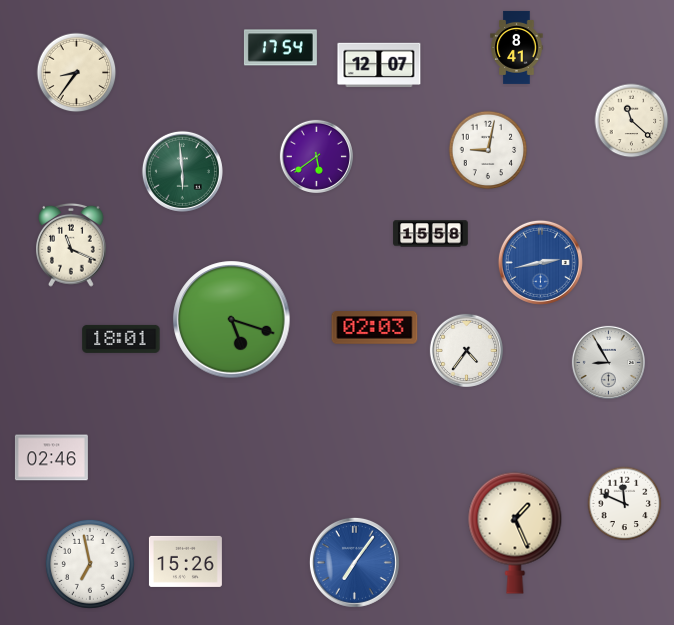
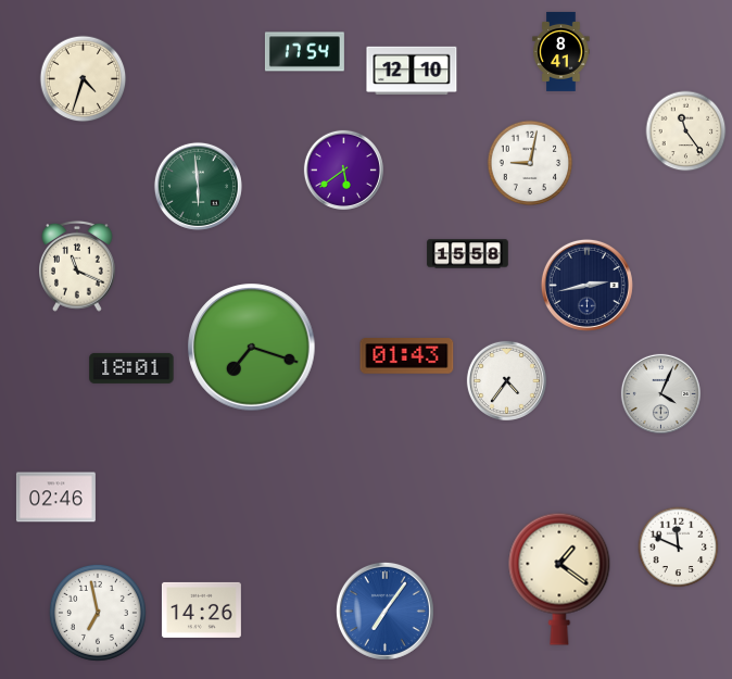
clock at (379, 65): 12:07 -> 12:10
clock at (77, 73): 8:36 -> 4:33
clock at (632, 121): 11:22 -> 11:24
clock at (540, 262) dial: blue -> navy
clock at (232, 320): 5:18 -> 7:18
clock at (375, 328): 02:03 -> 01:43
clock at (608, 362): 8:55 -> 4:04
clock at (515, 533): 1:26 -> 1:21
clock at (185, 561): 15:26 -> 14:26
